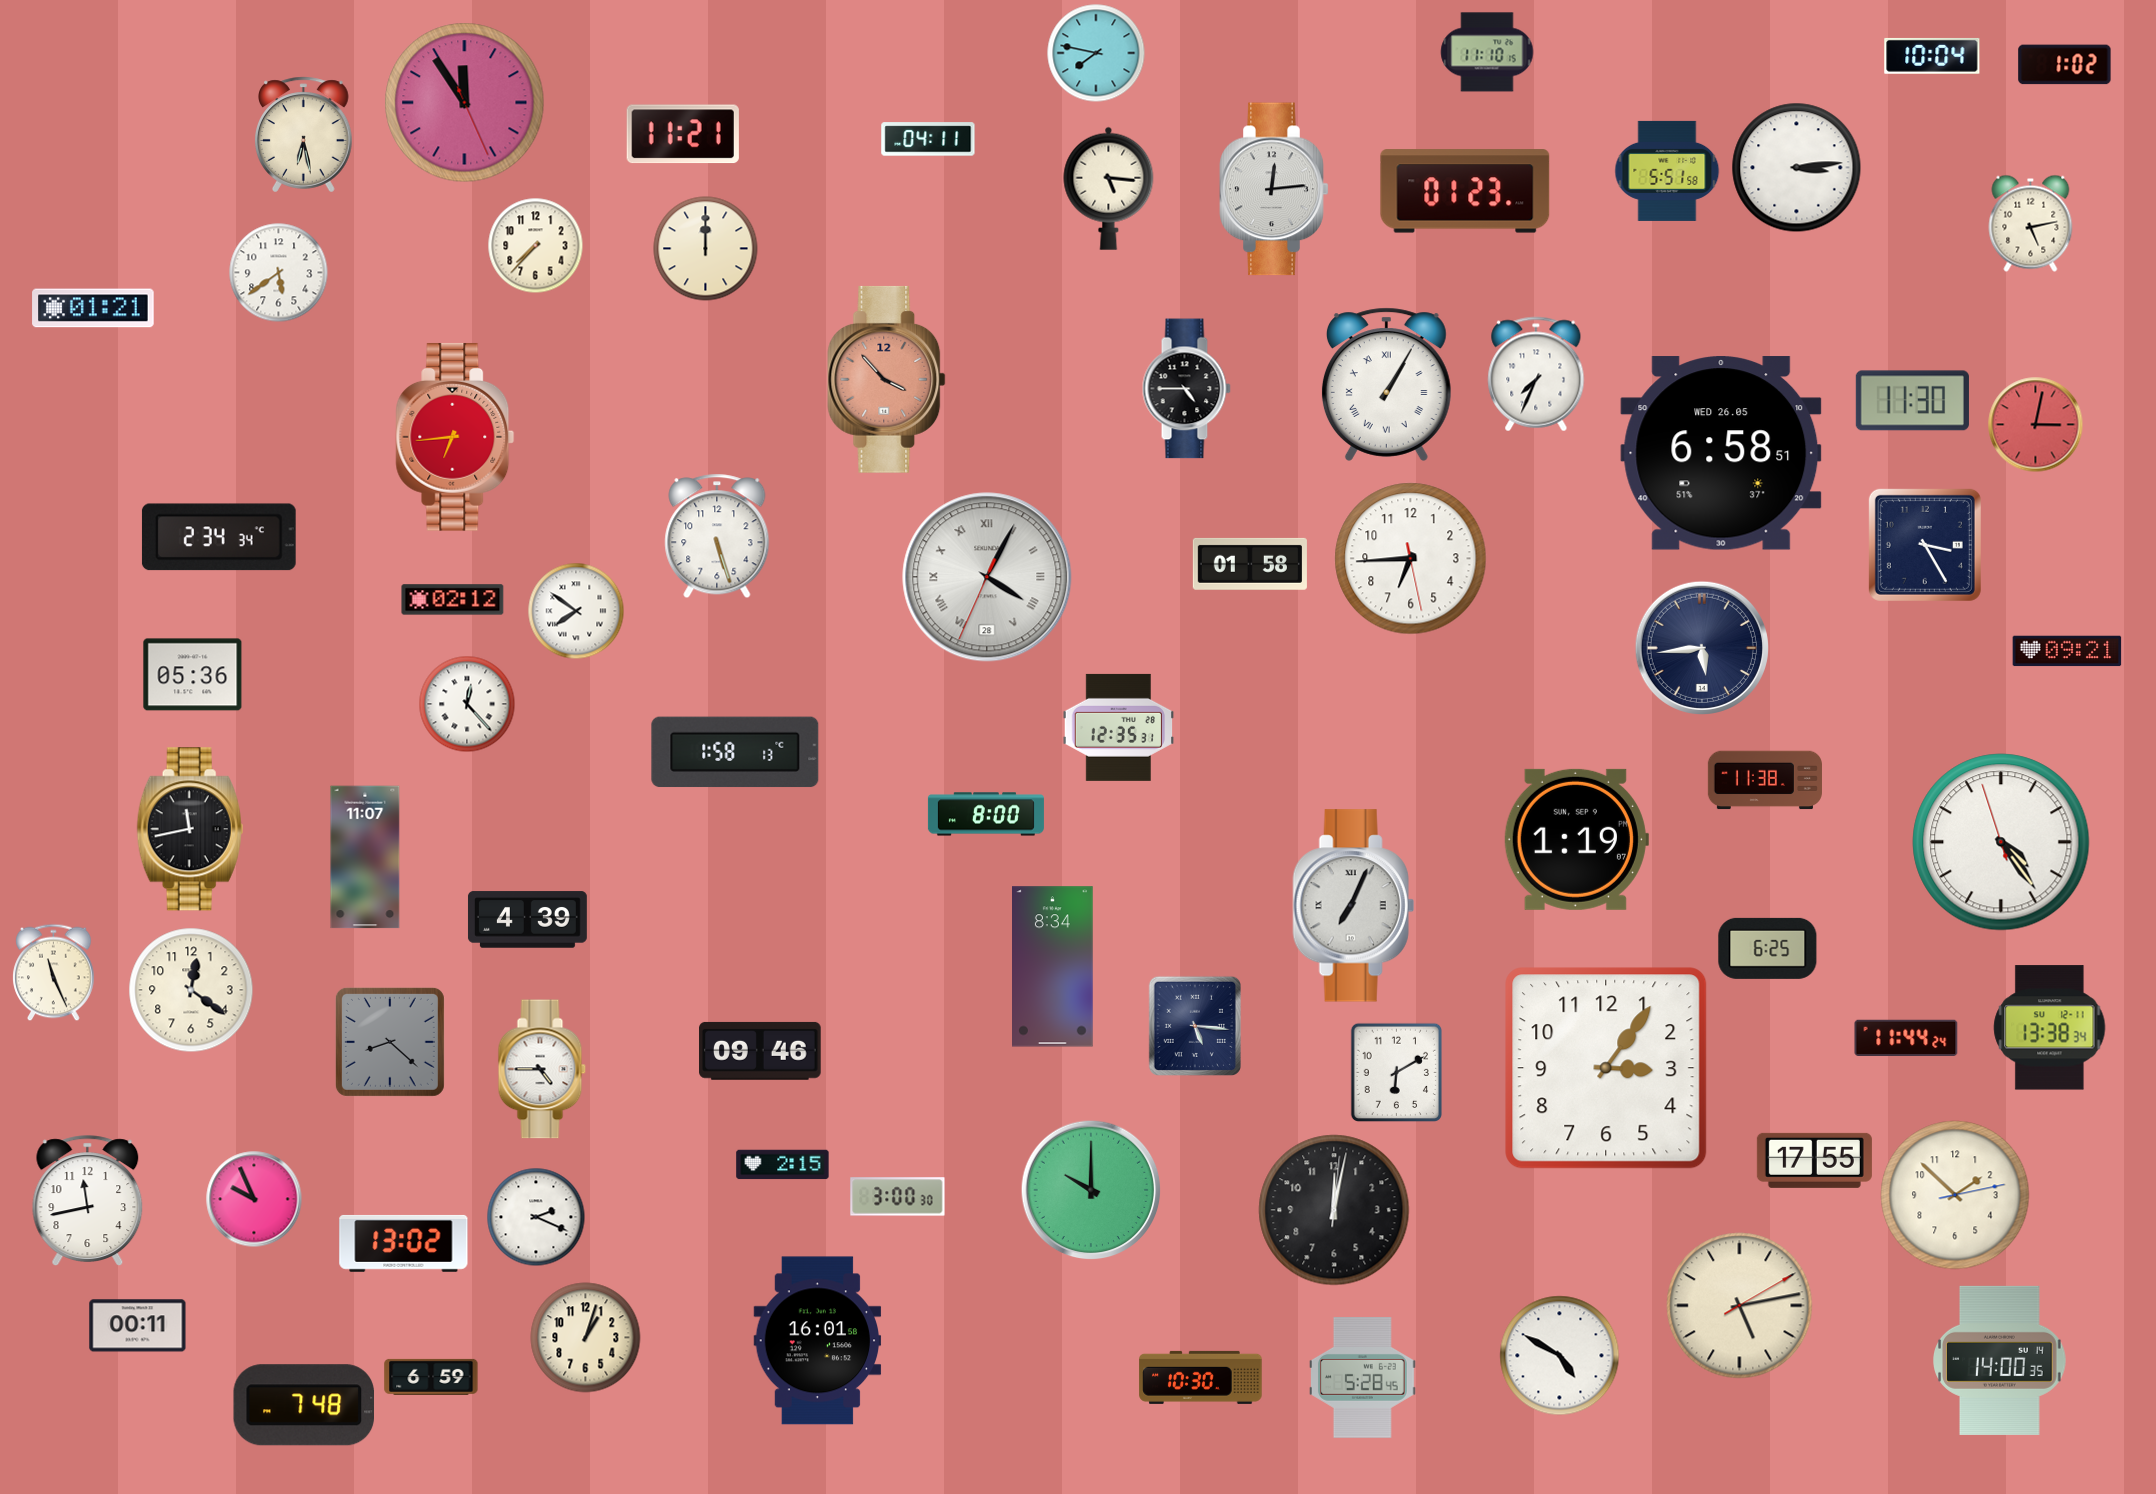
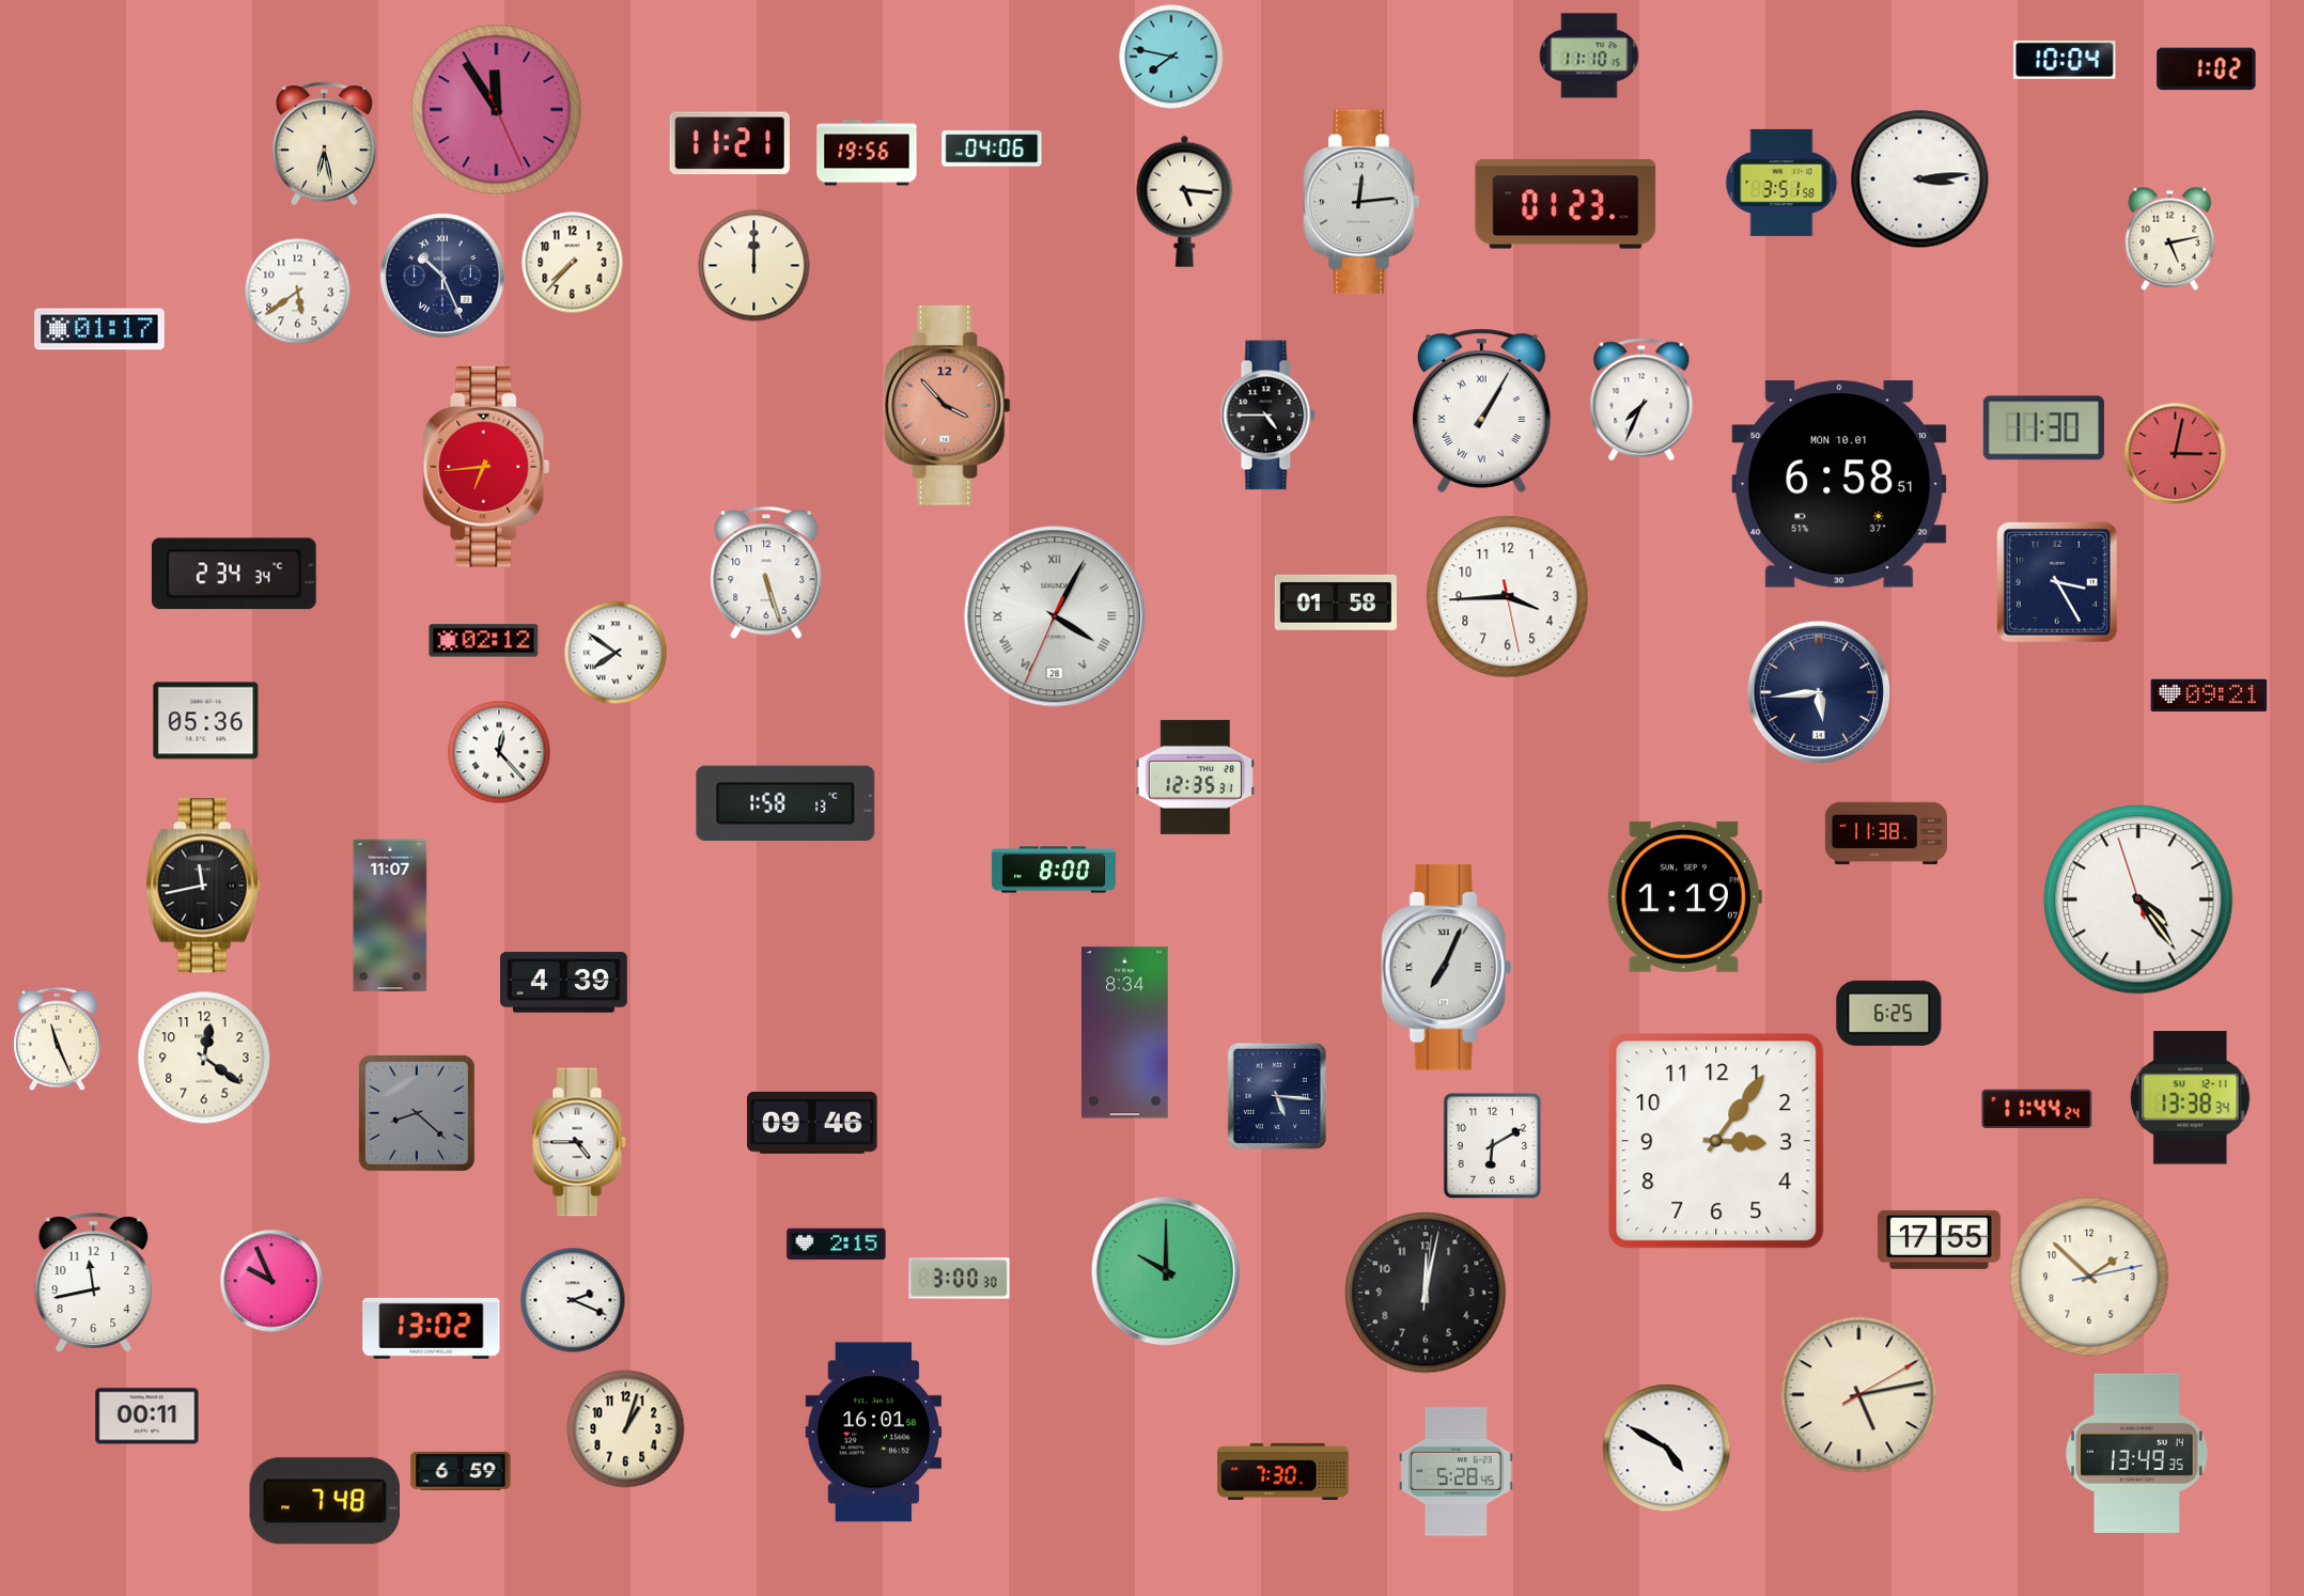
clock at (928, 139): 04:11 -> 04:06
clock at (867, 153): none -> 19:56
clock at (1667, 171): 5:51 -> 3:51
clock at (442, 276): none -> 10:26
clock at (93, 308): 01:21 -> 01:17
clock at (1721, 453) date: WED 26.05 -> MON 10.01
clock at (1411, 559): 6:44 -> 3:44
clock at (2000, 1360): 14:00 -> 13:49
clock at (1201, 1377): 10:30 -> 7:30
